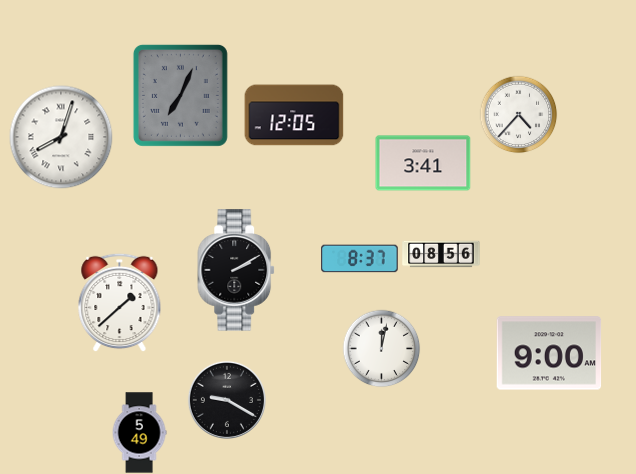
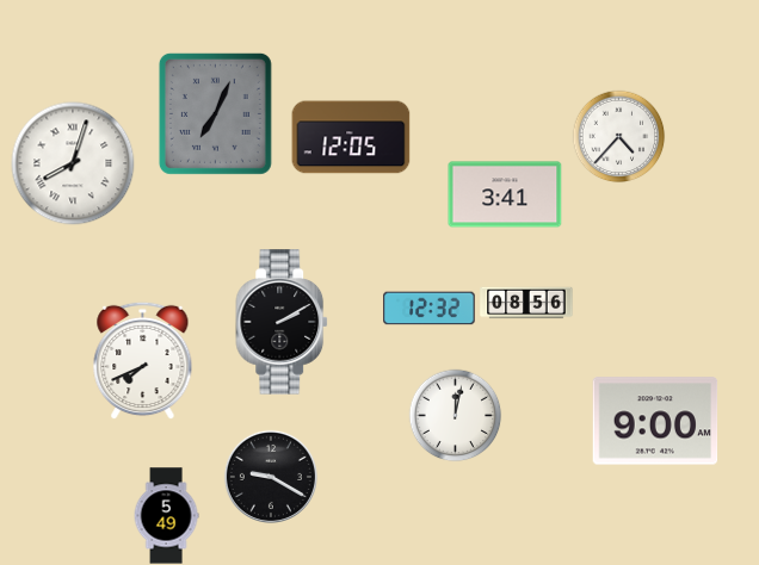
clock at (360, 259): 8:37 -> 12:32
clock at (120, 302): 1:38 -> 7:41
